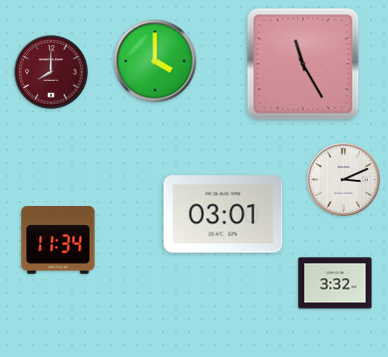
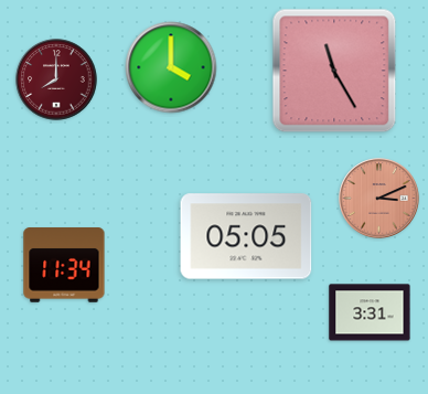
clock at (344, 180) dial: white -> salmon
clock at (223, 214): 03:01 -> 05:05
clock at (335, 283): 3:32 -> 3:31
